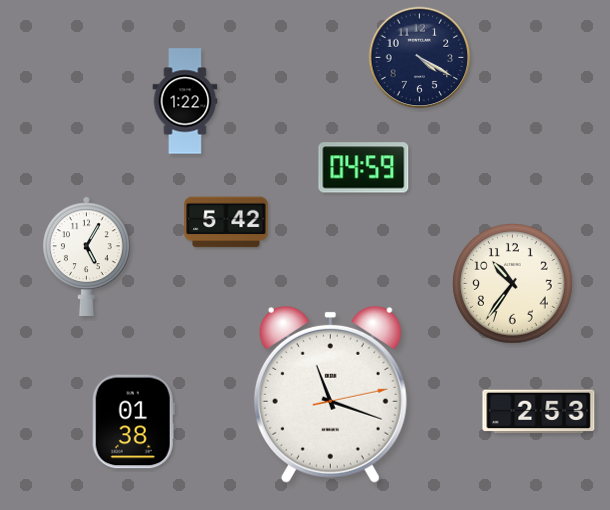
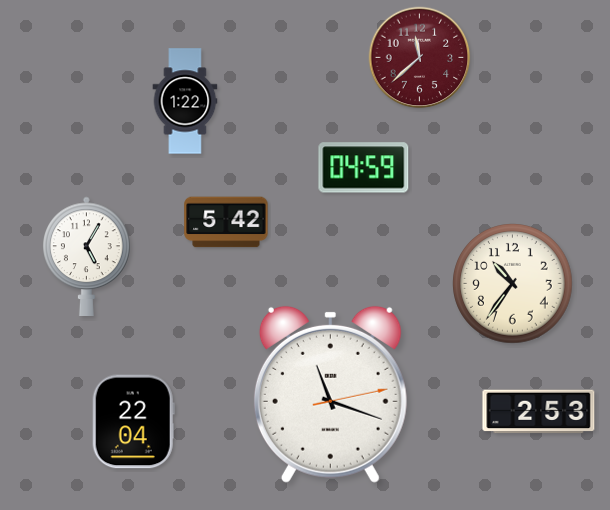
clock at (420, 58): 4:20 -> 11:38
clock at (420, 58) dial: navy -> burgundy
clock at (133, 422): 01:38 -> 22:04
